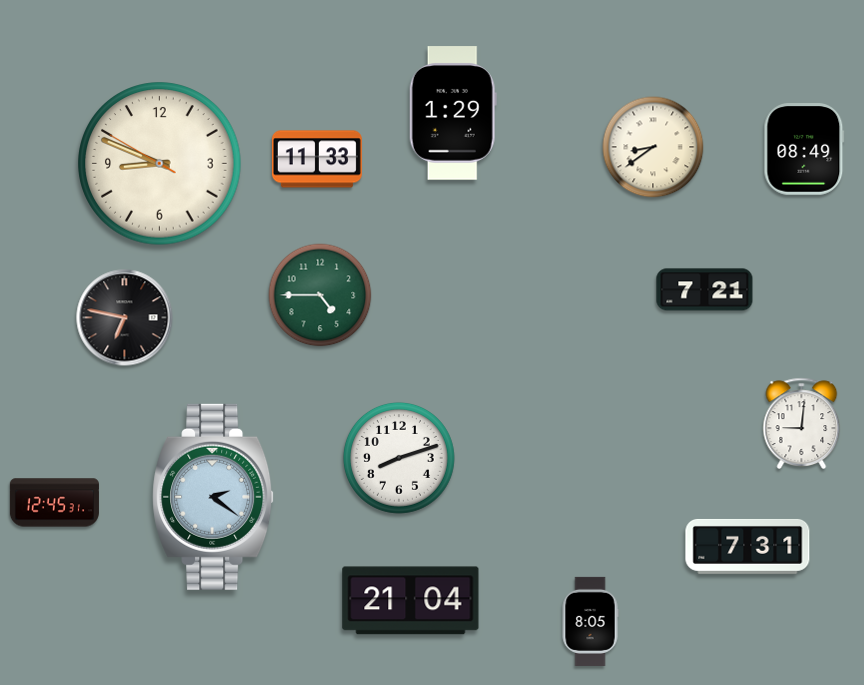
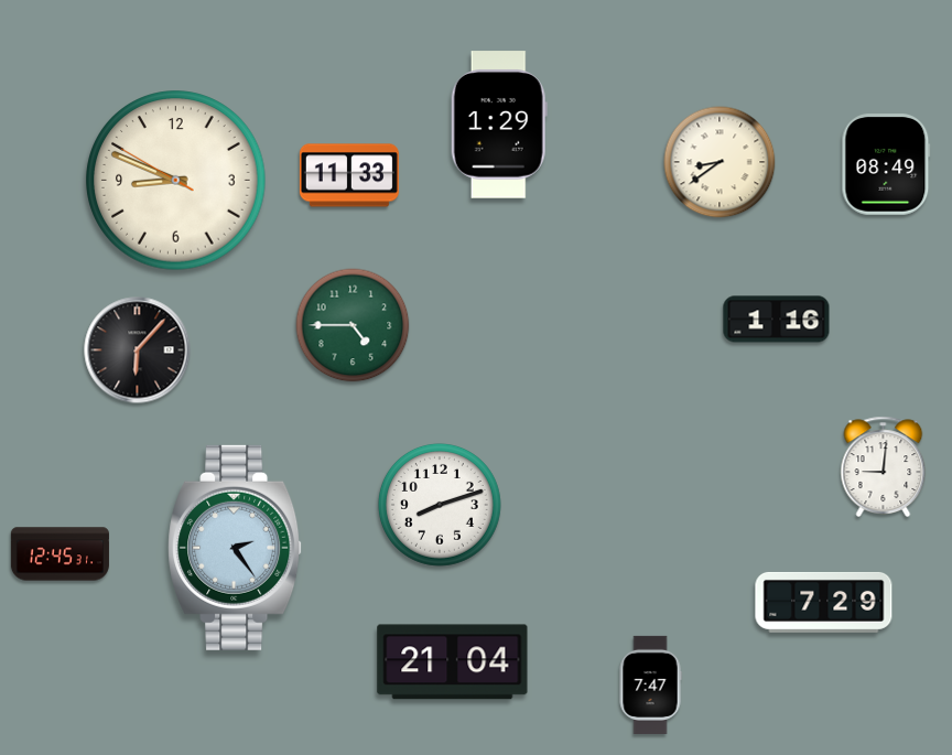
clock at (705, 290): 7:21 -> 1:16
clock at (125, 318): 6:47 -> 6:07
clock at (214, 497): 2:21 -> 2:24
clock at (748, 546): 7:31 -> 7:29
clock at (590, 621): 8:05 -> 7:47
